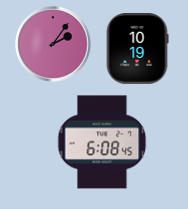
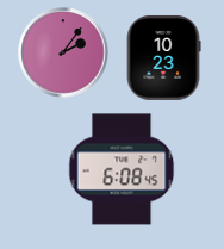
clock at (137, 49): 10:19 -> 10:23
